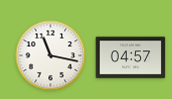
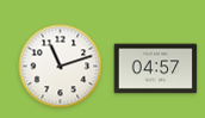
clock at (51, 56): 11:17 -> 11:12
